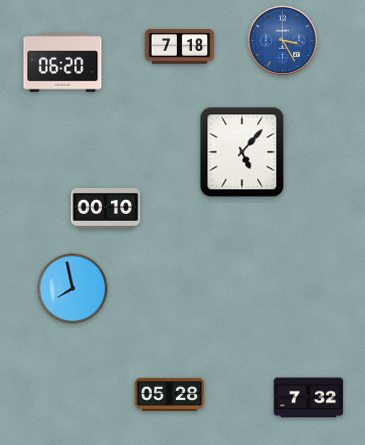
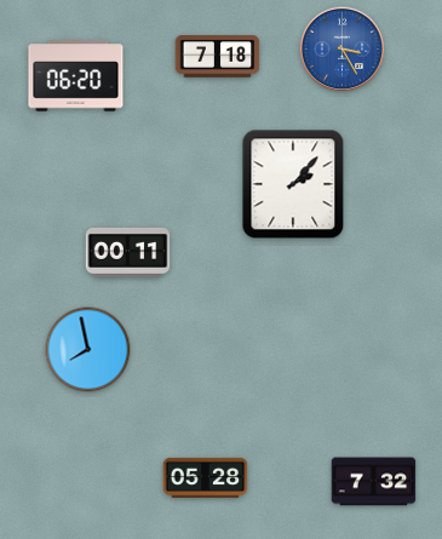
clock at (242, 152): 5:07 -> 2:07
clock at (106, 208): 00:10 -> 00:11
